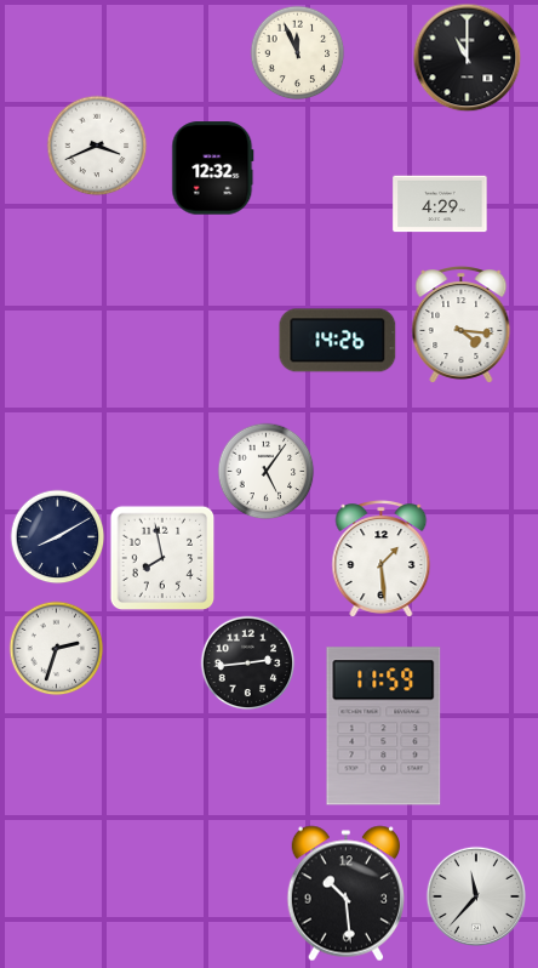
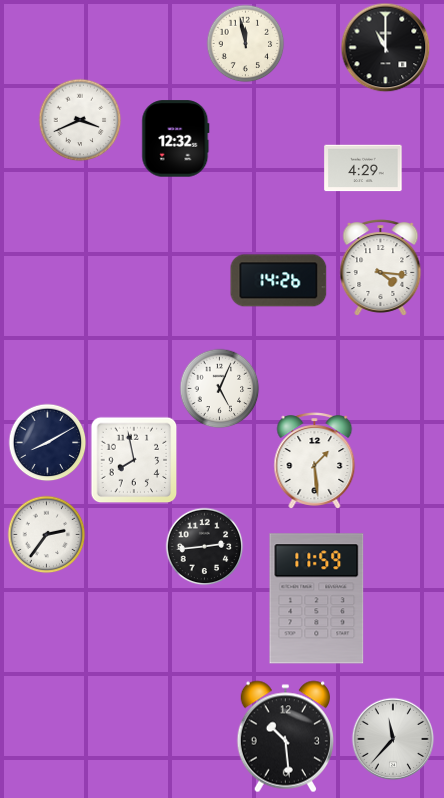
clock at (297, 52): 11:56 -> 11:58
clock at (265, 471): 5:06 -> 5:04
clock at (56, 648): 2:33 -> 2:36
